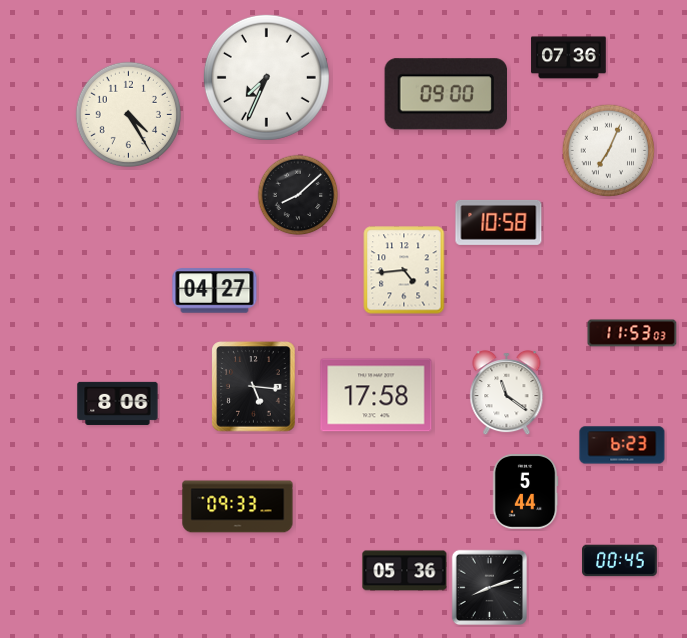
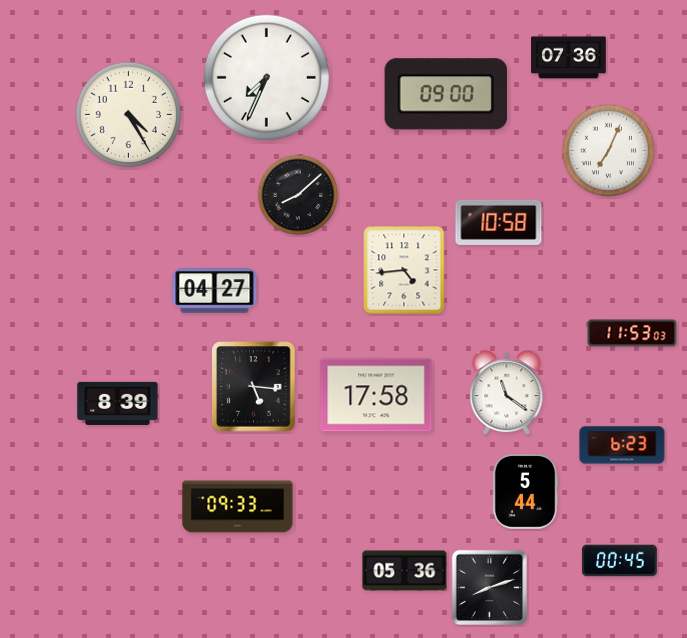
clock at (118, 403): 8:06 -> 8:39
